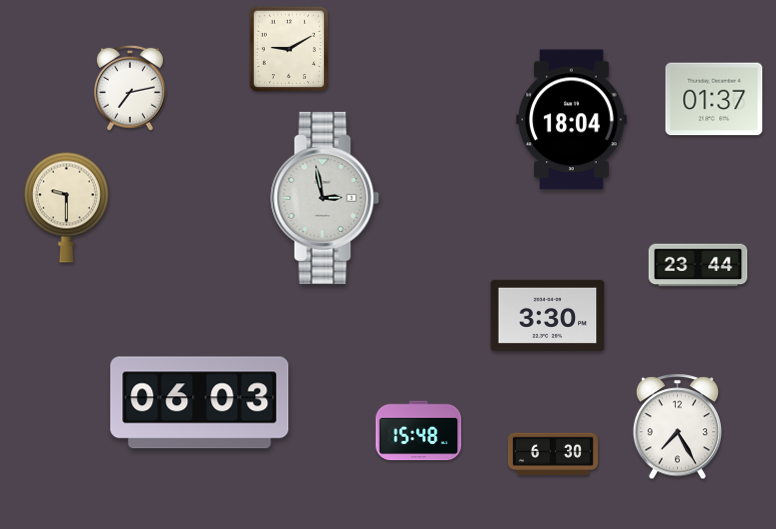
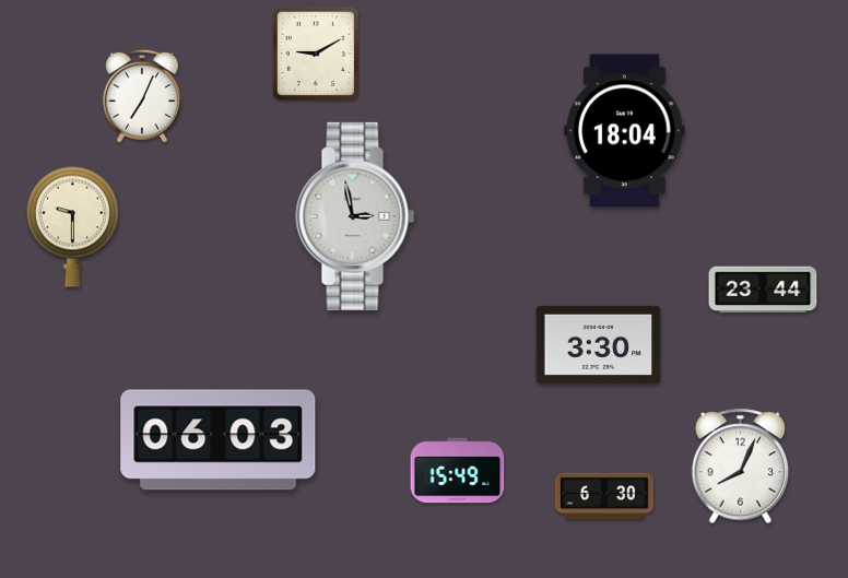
clock at (130, 88): 7:13 -> 7:04
clock at (714, 99): 01:37 -> none
clock at (678, 427): 7:25 -> 8:04
clock at (419, 431): 15:48 -> 15:49
